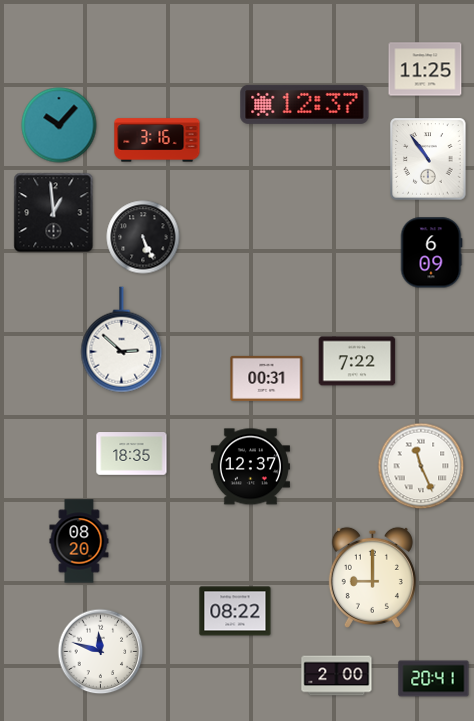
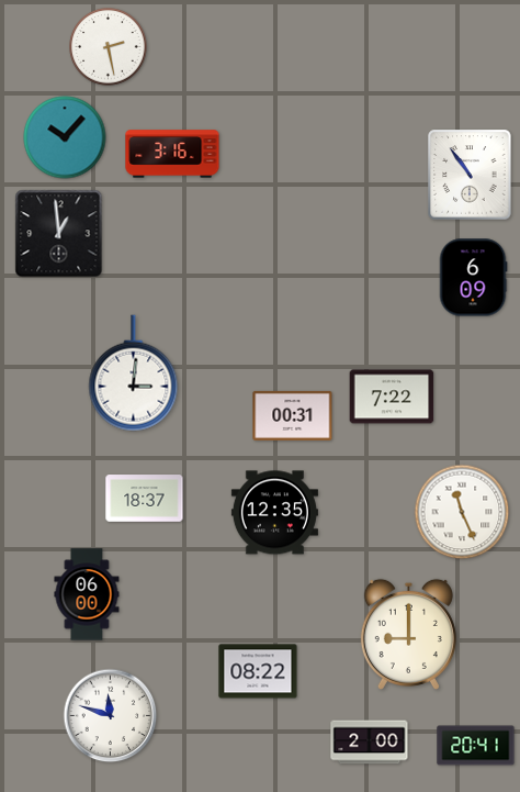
clock at (109, 47): none -> 2:28
clock at (425, 69): 11:25 -> none
clock at (305, 104): 12:37 -> none
clock at (143, 237): 5:26 -> none
clock at (122, 340): 2:52 -> 3:01
clock at (132, 454): 18:35 -> 18:37
clock at (250, 467): 12:37 -> 12:35
clock at (79, 541): 08:20 -> 06:00
